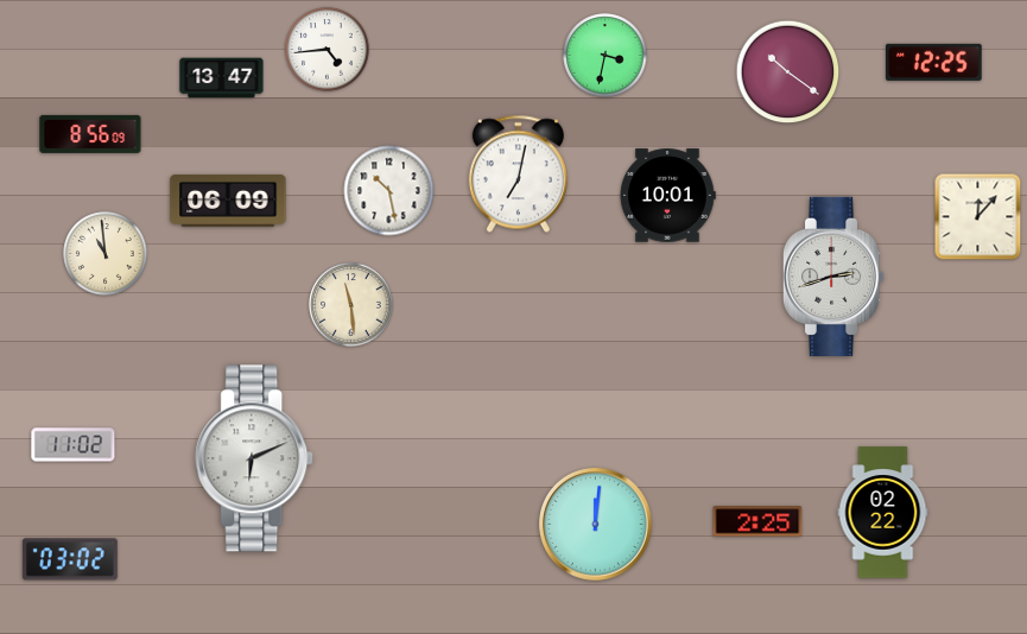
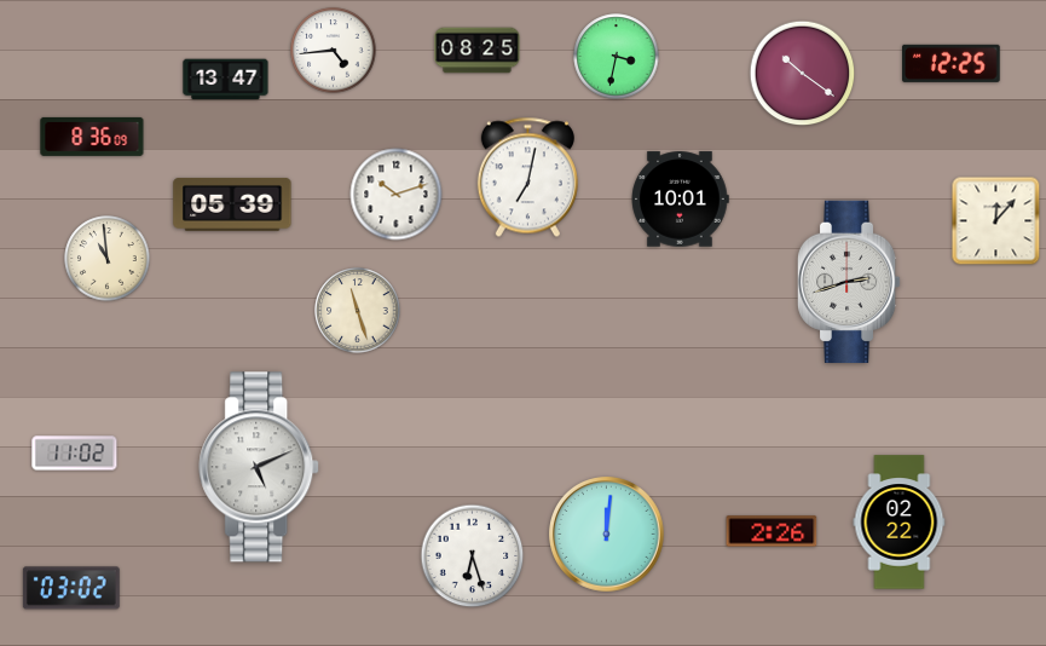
clock at (478, 51): none -> 08:25
clock at (90, 134): 8:56 -> 8:36
clock at (389, 191): 10:28 -> 10:12
clock at (228, 201): 06:09 -> 05:39
clock at (351, 305): 11:29 -> 11:27
clock at (255, 458): 6:11 -> 5:11
clock at (757, 521): 2:25 -> 2:26
clock at (473, 556): none -> 6:27
clock at (70, 559) position: (70, 559) -> (71, 588)
